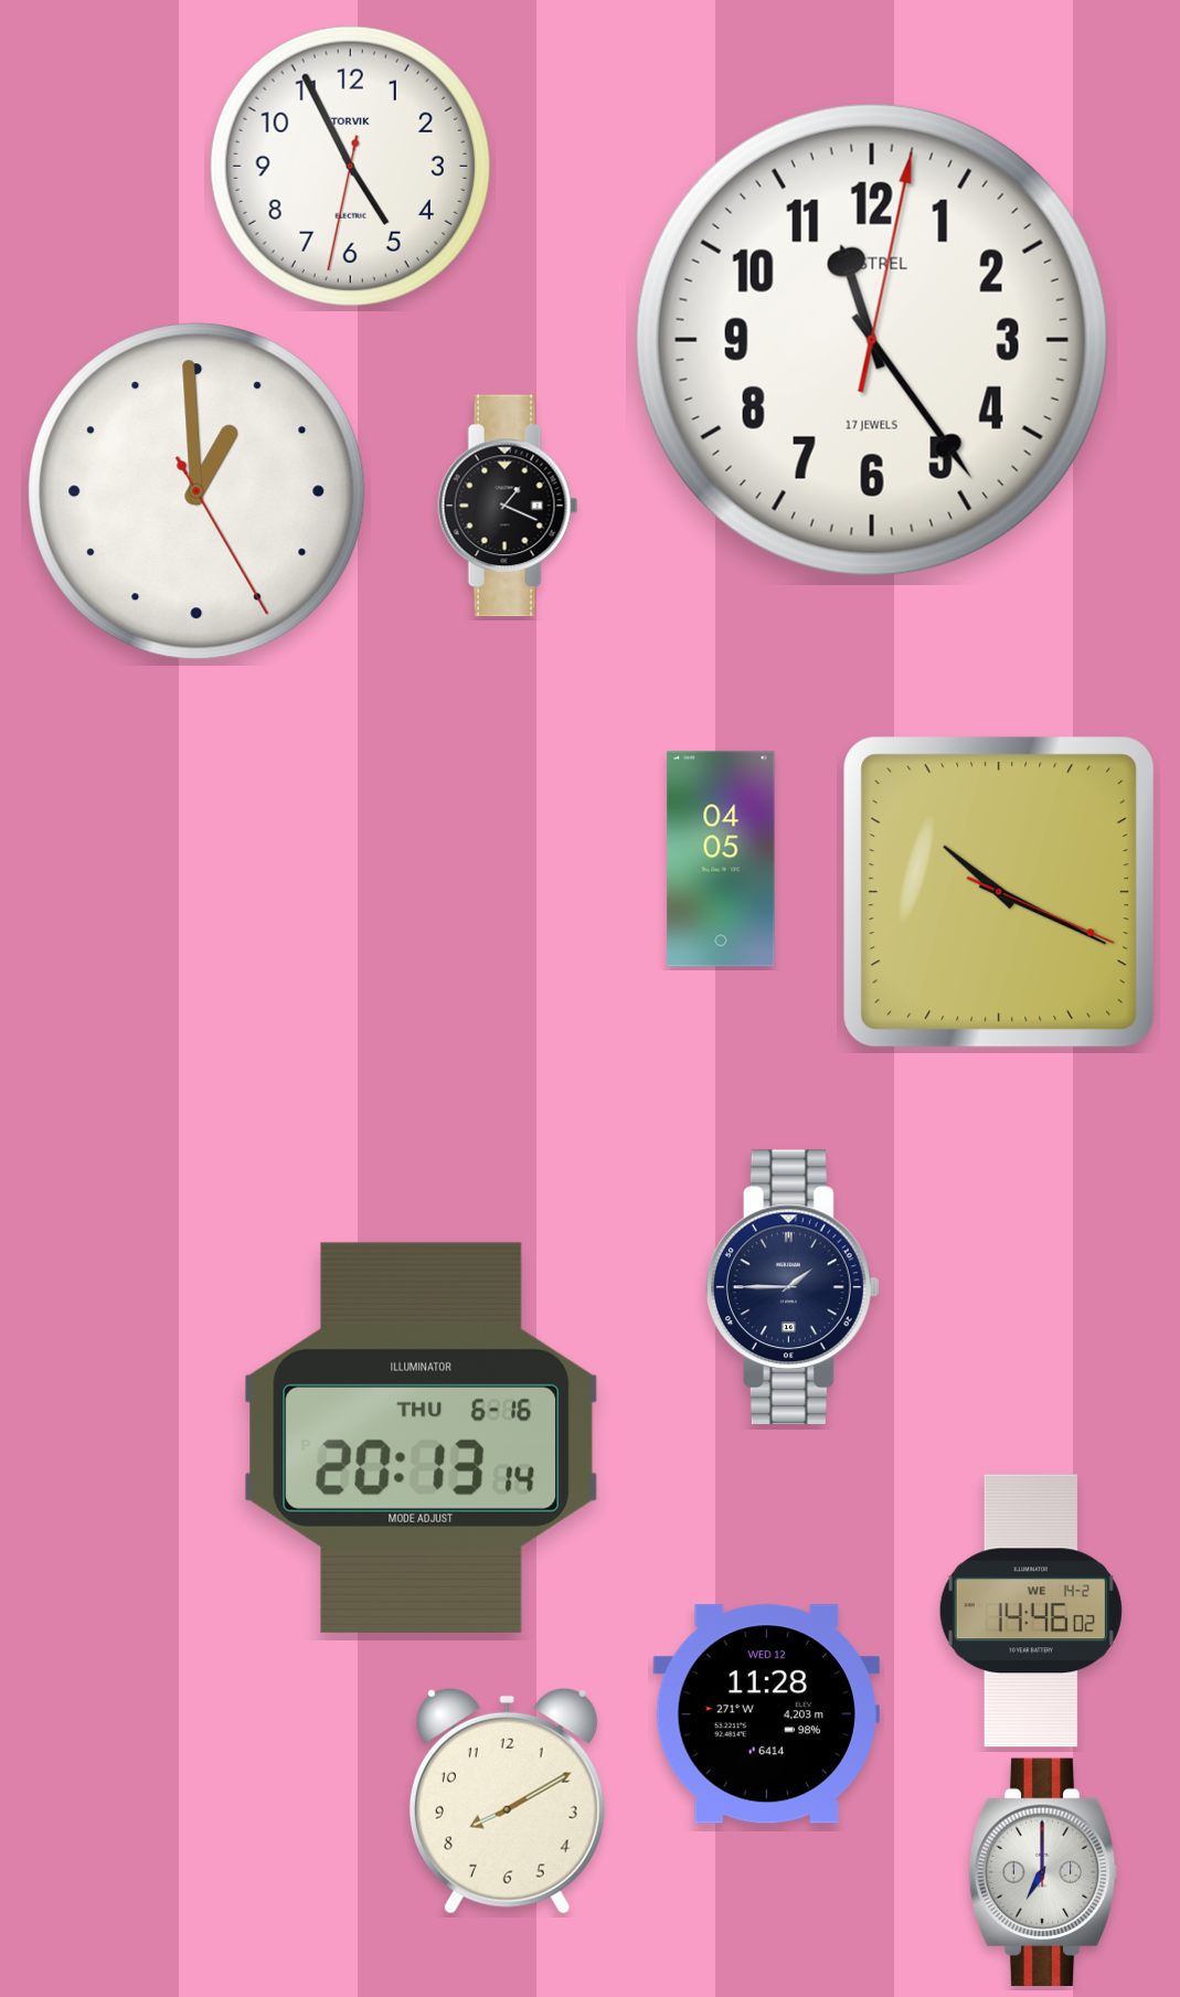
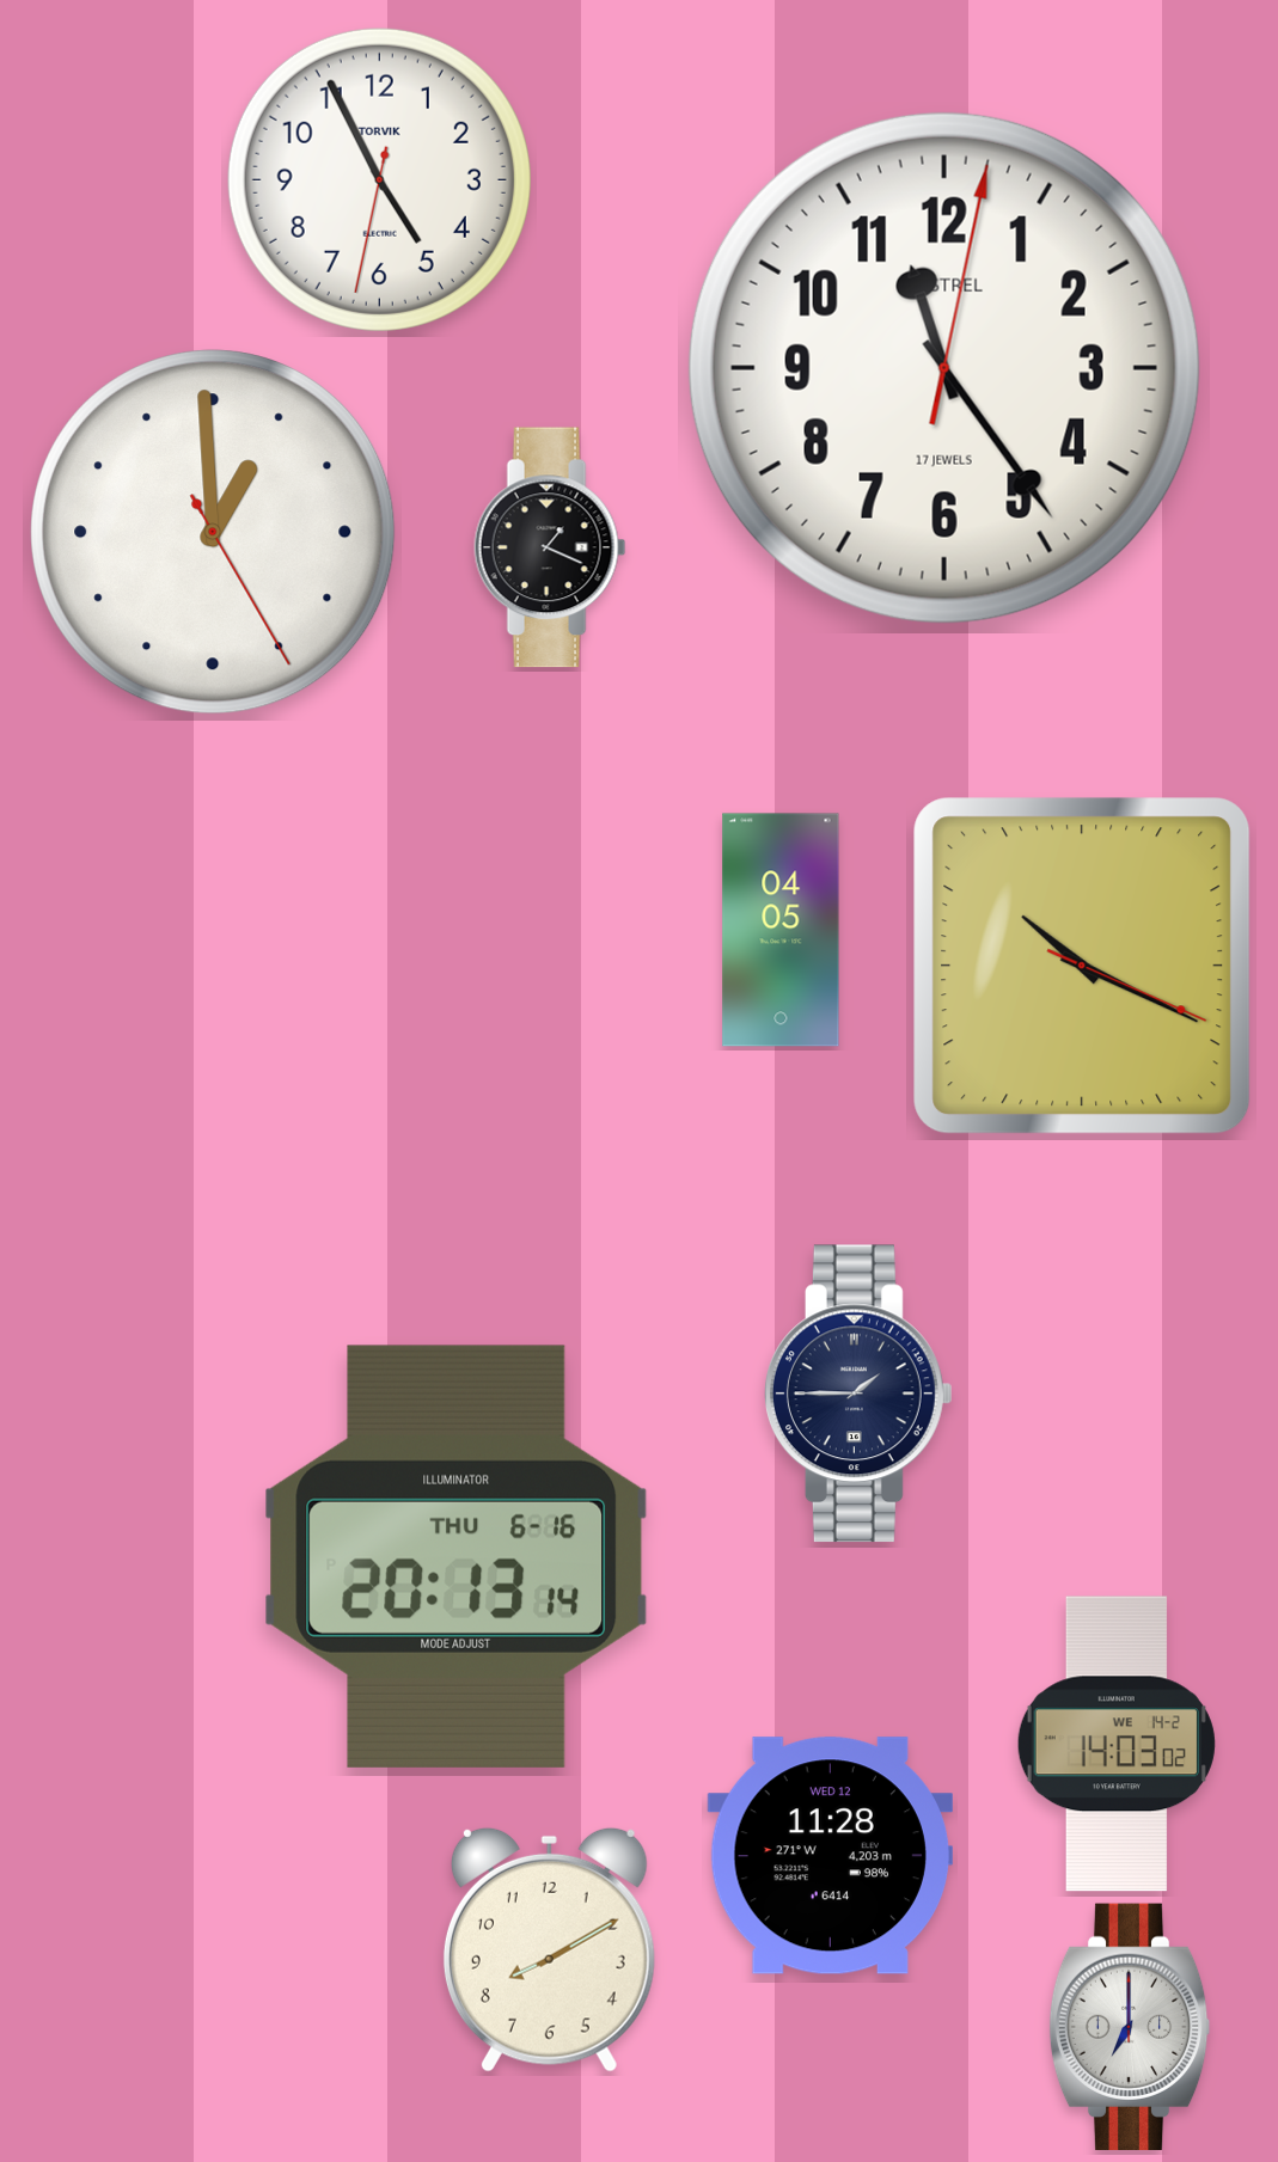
clock at (1031, 1611): 14:46 -> 14:03
